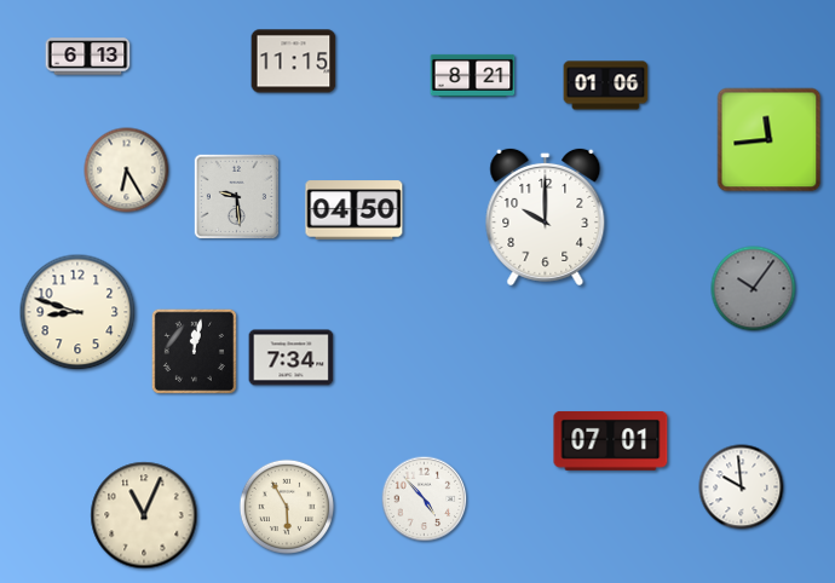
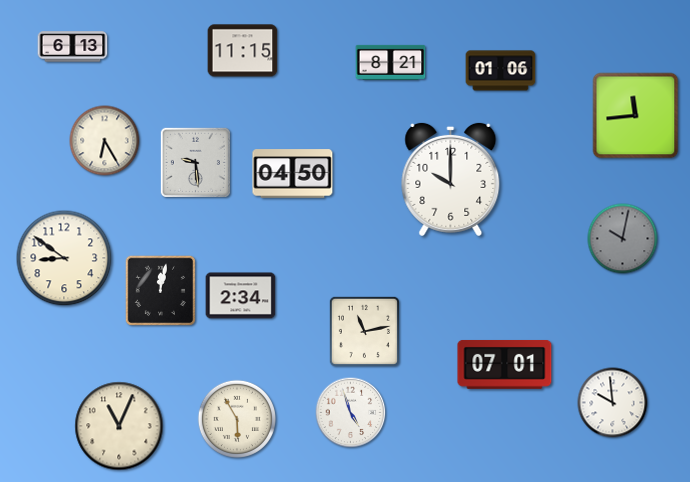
clock at (754, 289): 10:06 -> 10:02
clock at (77, 312): 8:48 -> 8:51
clock at (292, 358): 7:34 -> 2:34
clock at (364, 331): none -> 11:13
clock at (425, 500): 4:53 -> 4:57
